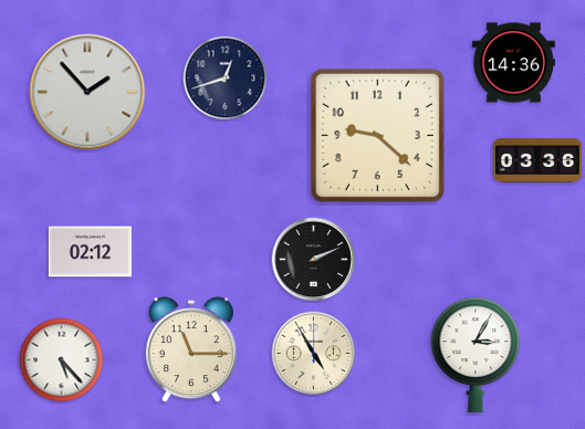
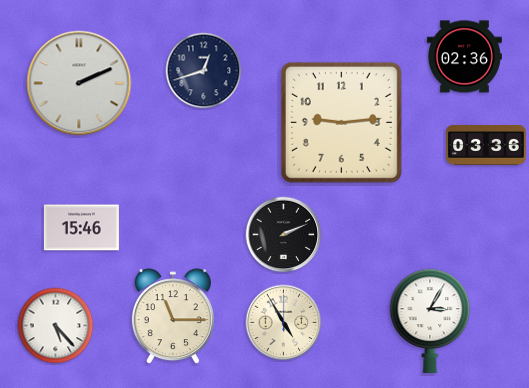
clock at (513, 63): 14:36 -> 02:36
clock at (87, 92): 1:53 -> 2:11
clock at (377, 135): 9:22 -> 9:14
clock at (90, 252): 02:12 -> 15:46
clock at (314, 354) position: (314, 354) -> (284, 323)
